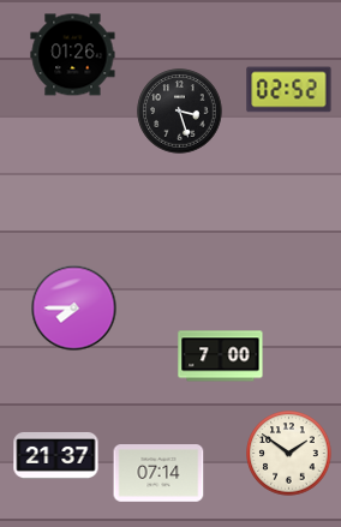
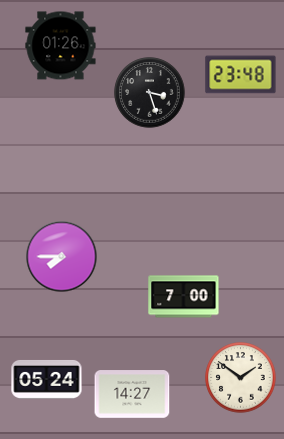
clock at (289, 90): 02:52 -> 23:48
clock at (56, 455): 21:37 -> 05:24
clock at (158, 473): 07:14 -> 14:27
